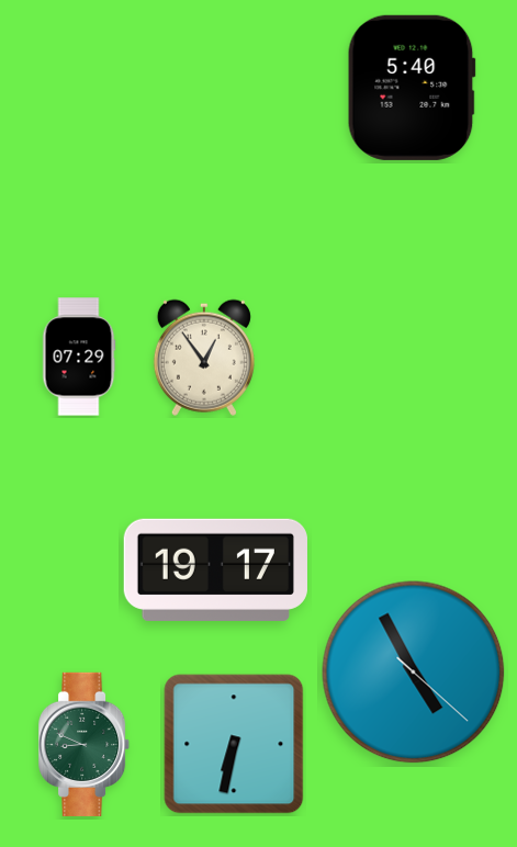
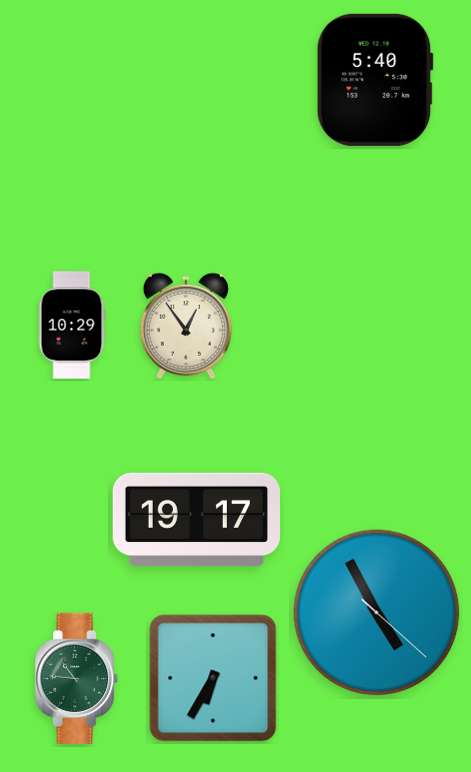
clock at (79, 357): 07:29 -> 10:29
clock at (85, 744): 8:49 -> 10:46
clock at (234, 744): 6:32 -> 6:35
